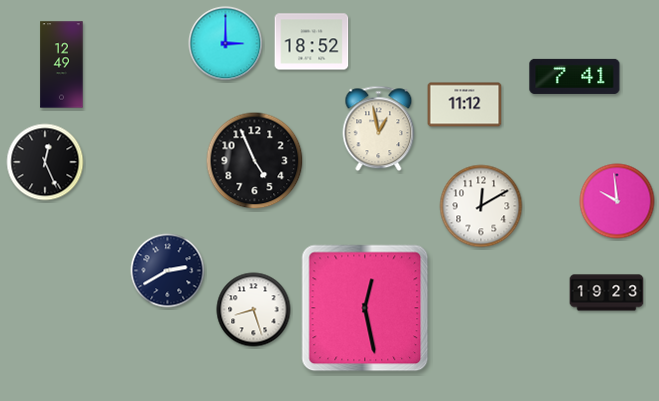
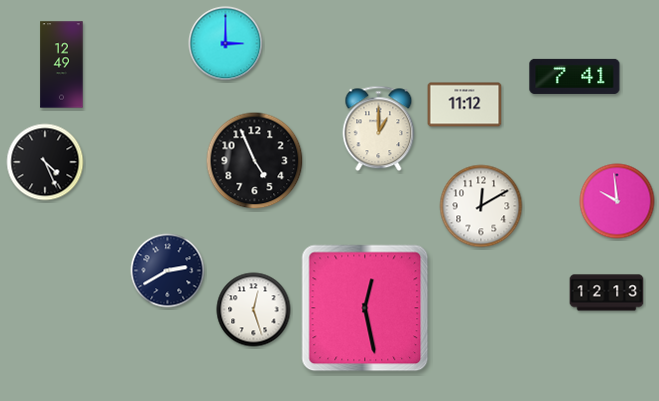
clock at (312, 42): 18:52 -> none
clock at (379, 129): 12:58 -> 1:00
clock at (45, 162): 12:26 -> 4:26
clock at (607, 293): 19:23 -> 12:13
clock at (254, 310): 8:27 -> 12:27
